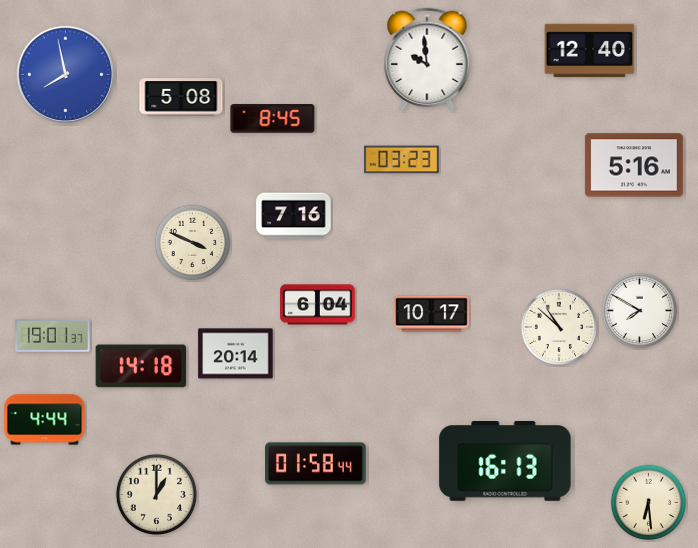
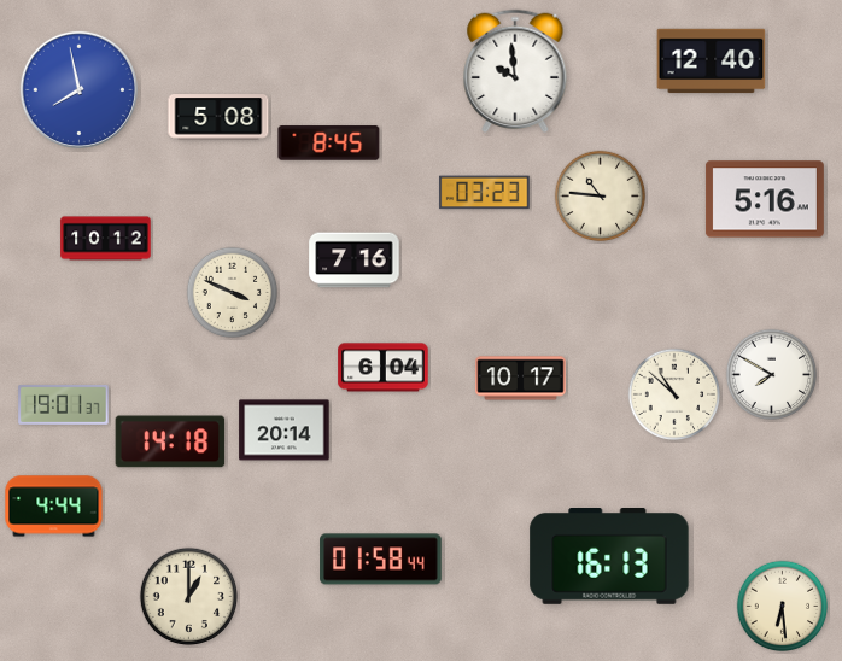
clock at (601, 197): none -> 10:46
clock at (106, 239): none -> 10:12
clock at (236, 354) position: (236, 354) -> (285, 431)
